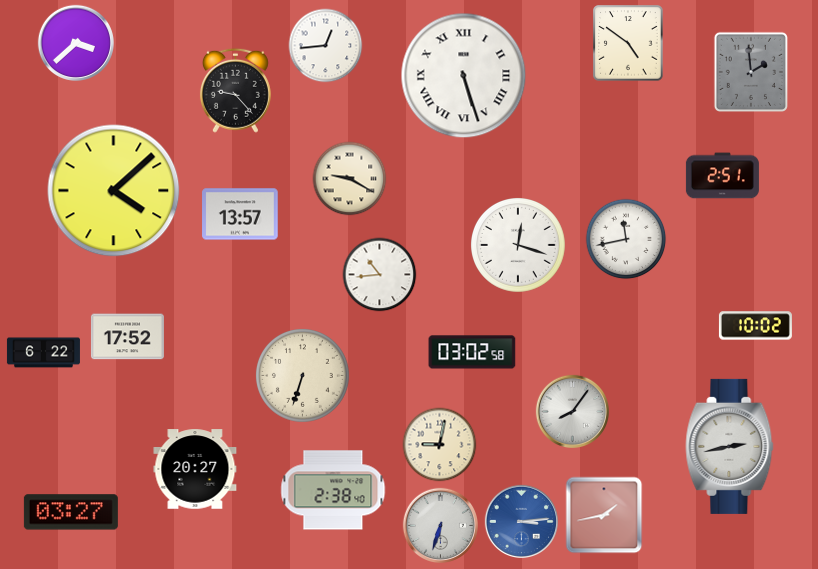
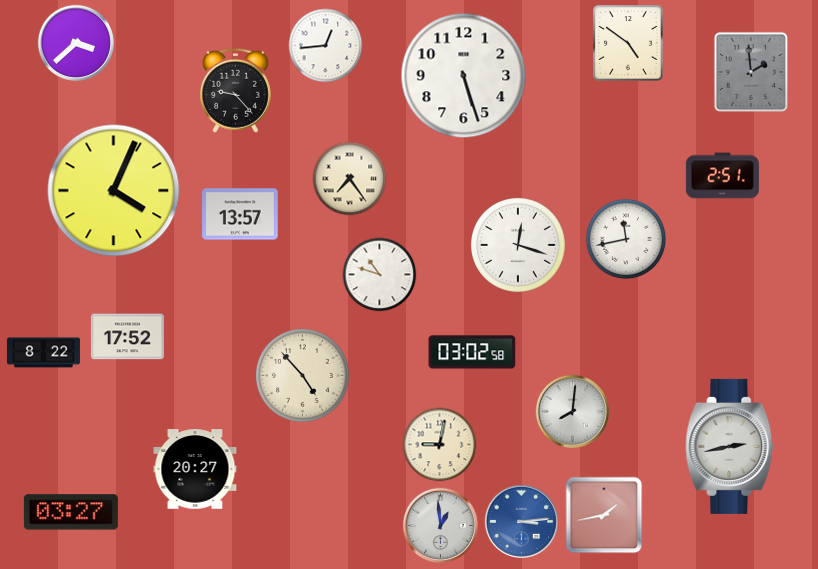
clock at (464, 76) numerals: Roman -> Arabic
clock at (350, 179): 9:20 -> 7:24
clock at (114, 191): 4:08 -> 4:04
clock at (380, 275): 10:44 -> 10:48
clock at (755, 326): 10:02 -> none
clock at (43, 353): 6:22 -> 8:22
clock at (302, 375): 6:33 -> 4:53
clock at (572, 411): 8:06 -> 8:01
clock at (333, 490): 2:38 -> none
clock at (440, 525): 6:33 -> 12:59
